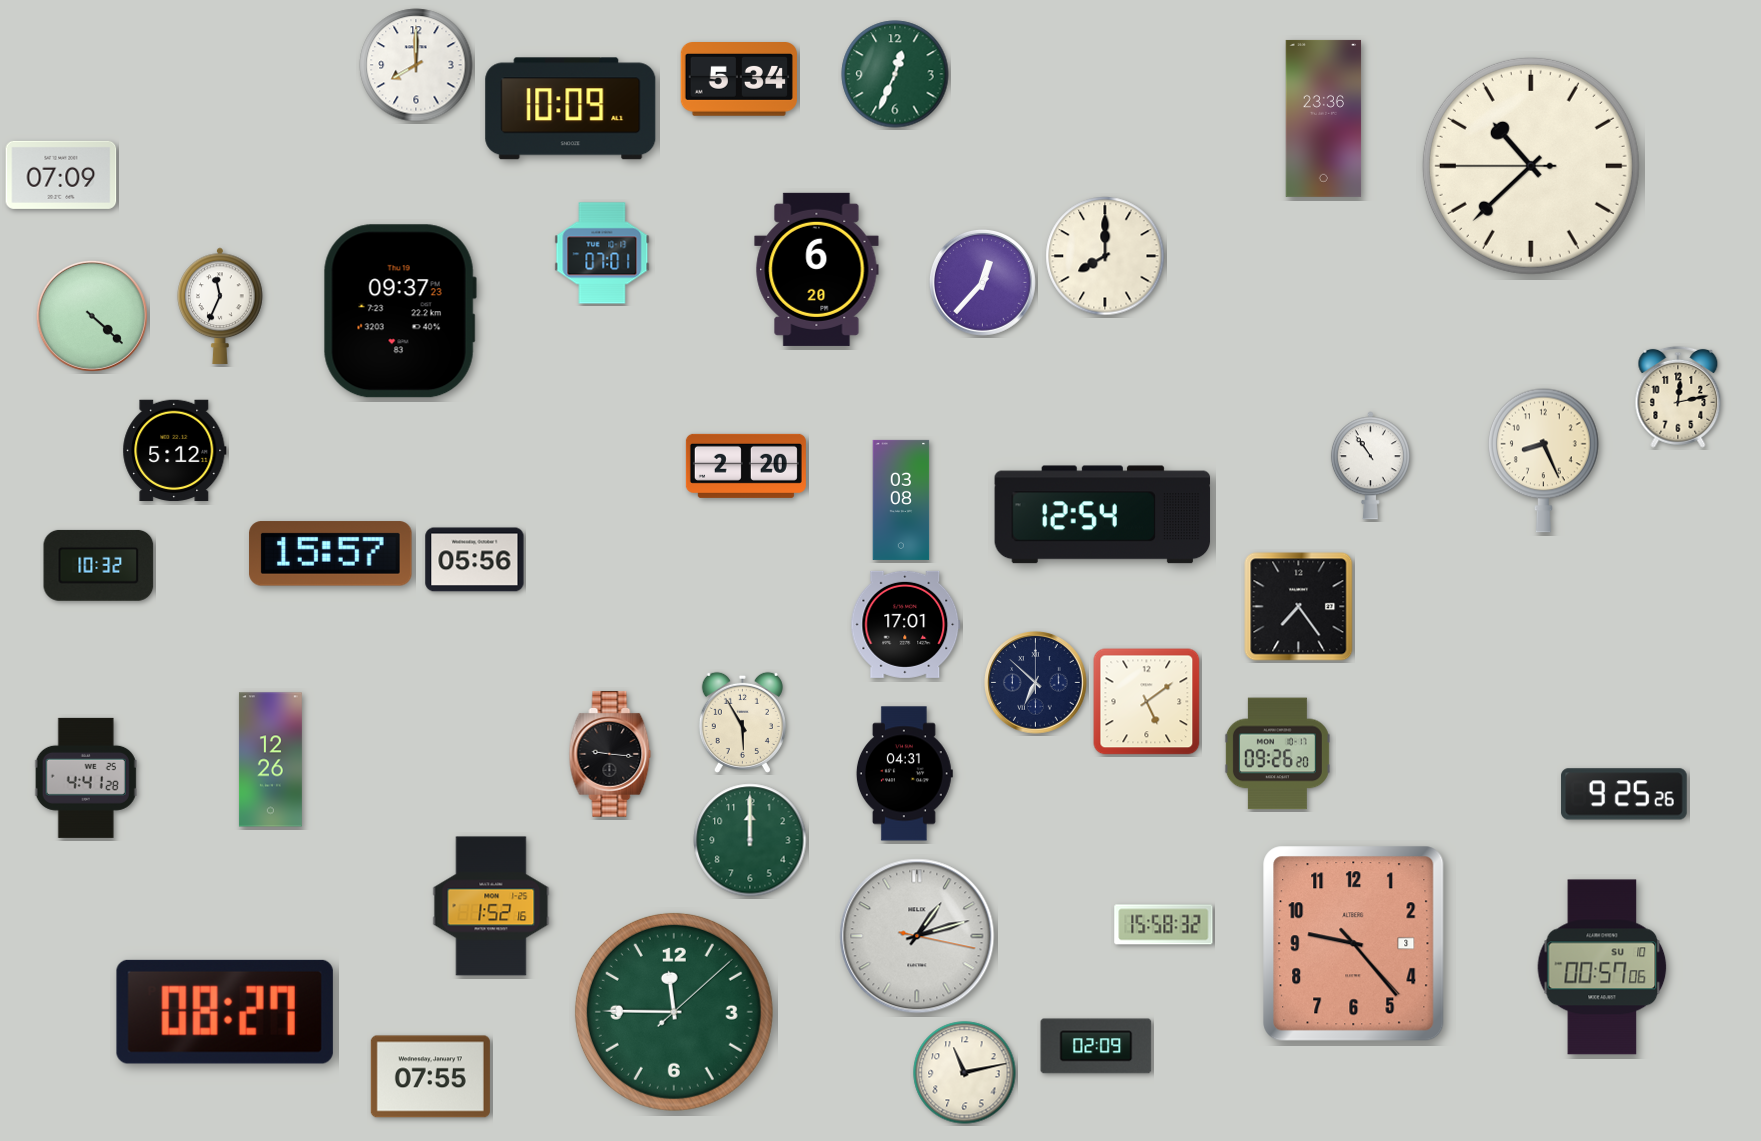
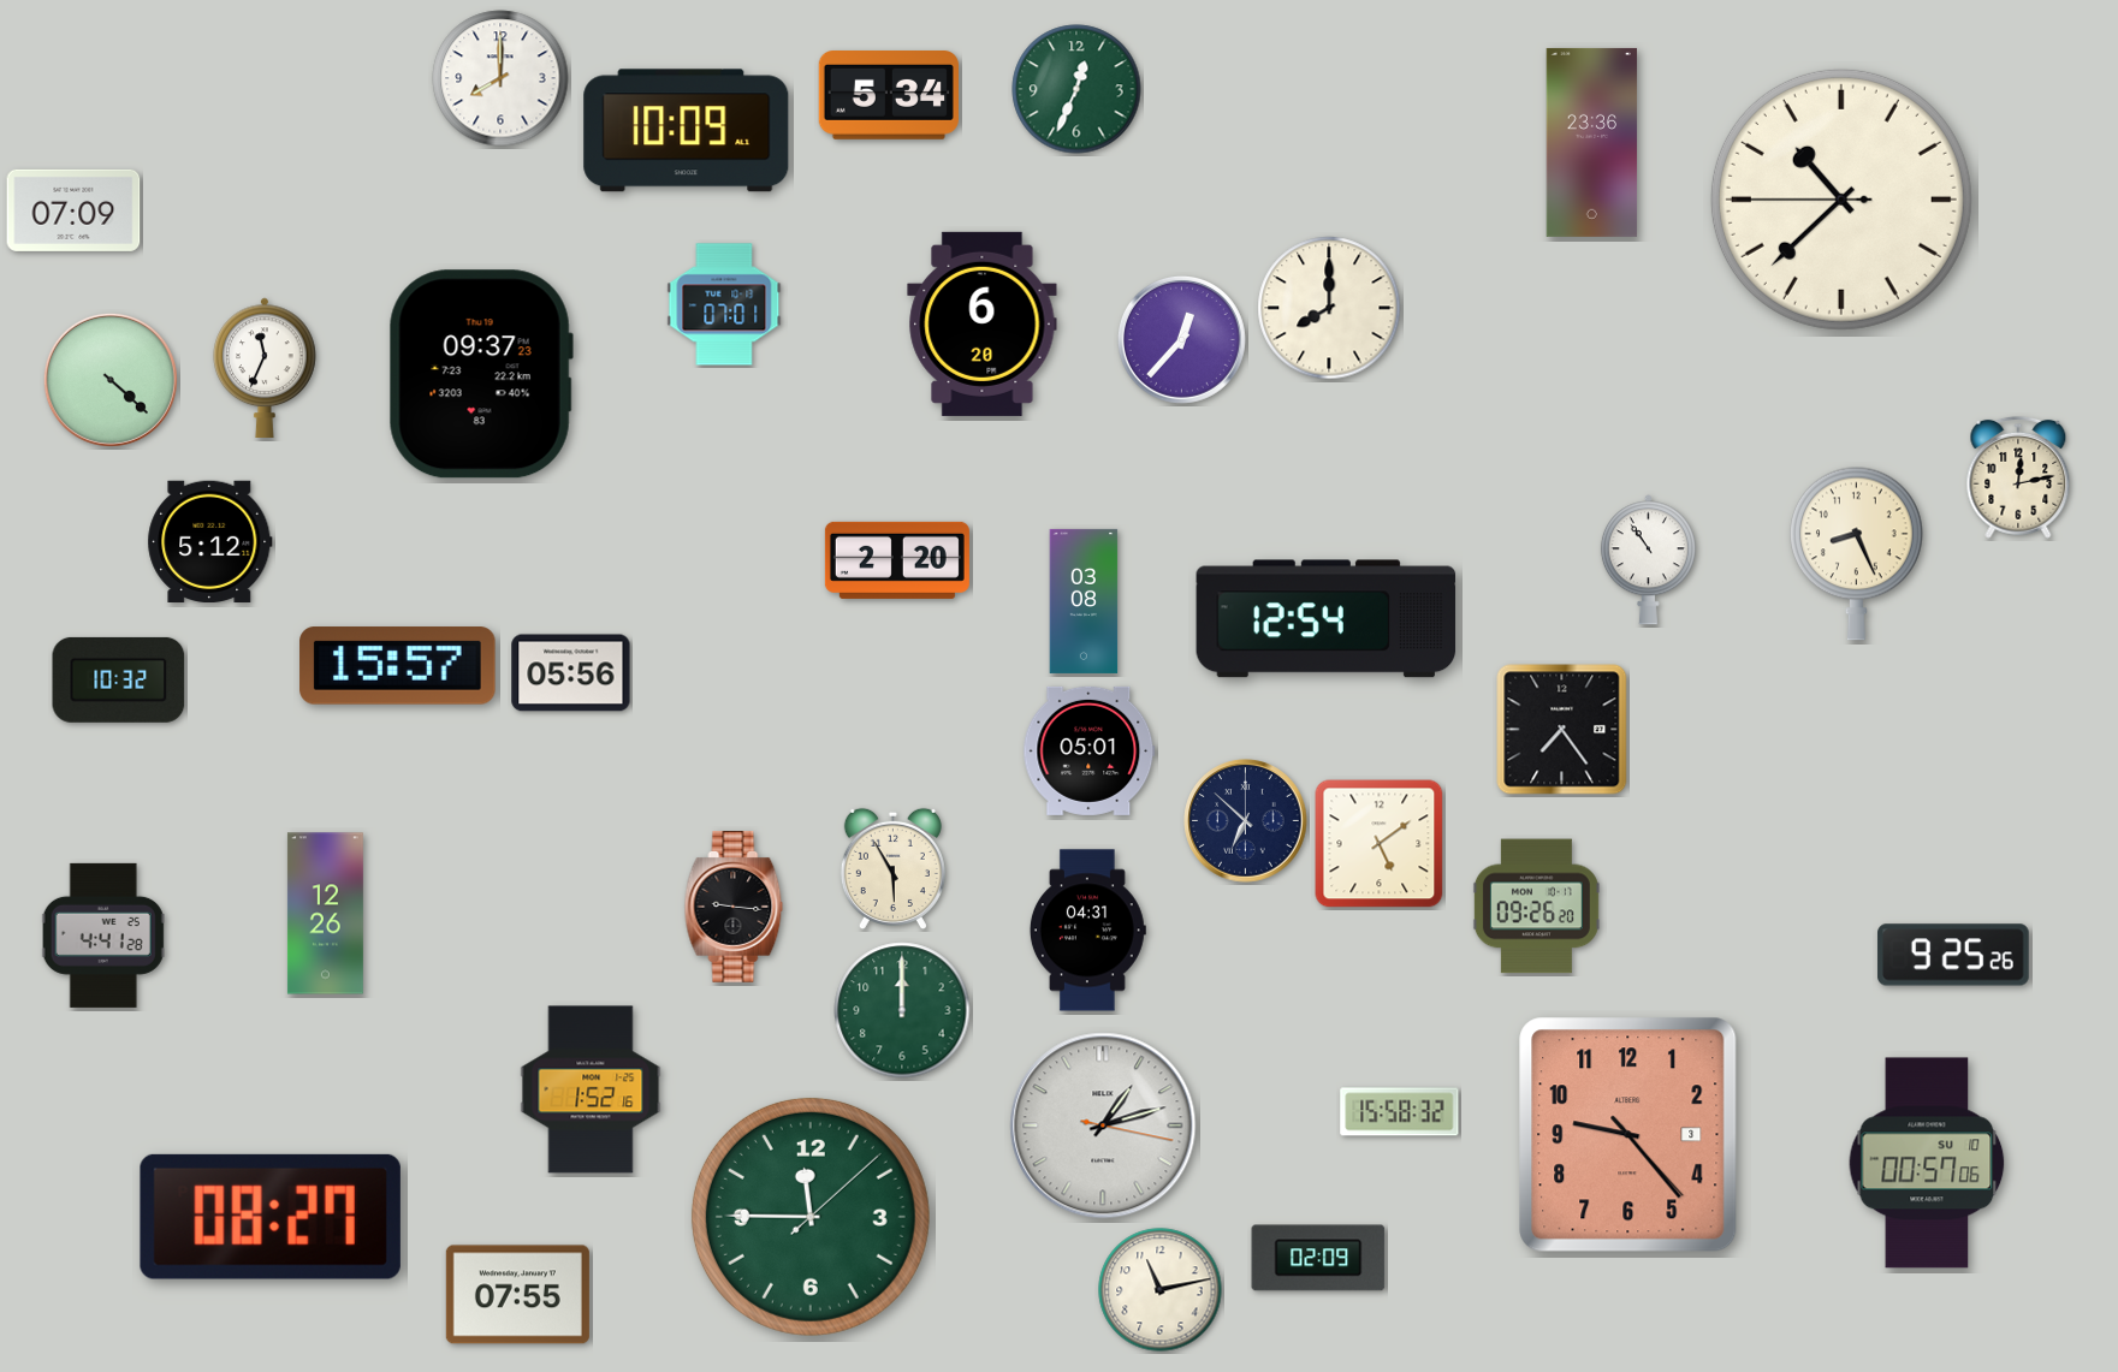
clock at (906, 624): 17:01 -> 05:01
